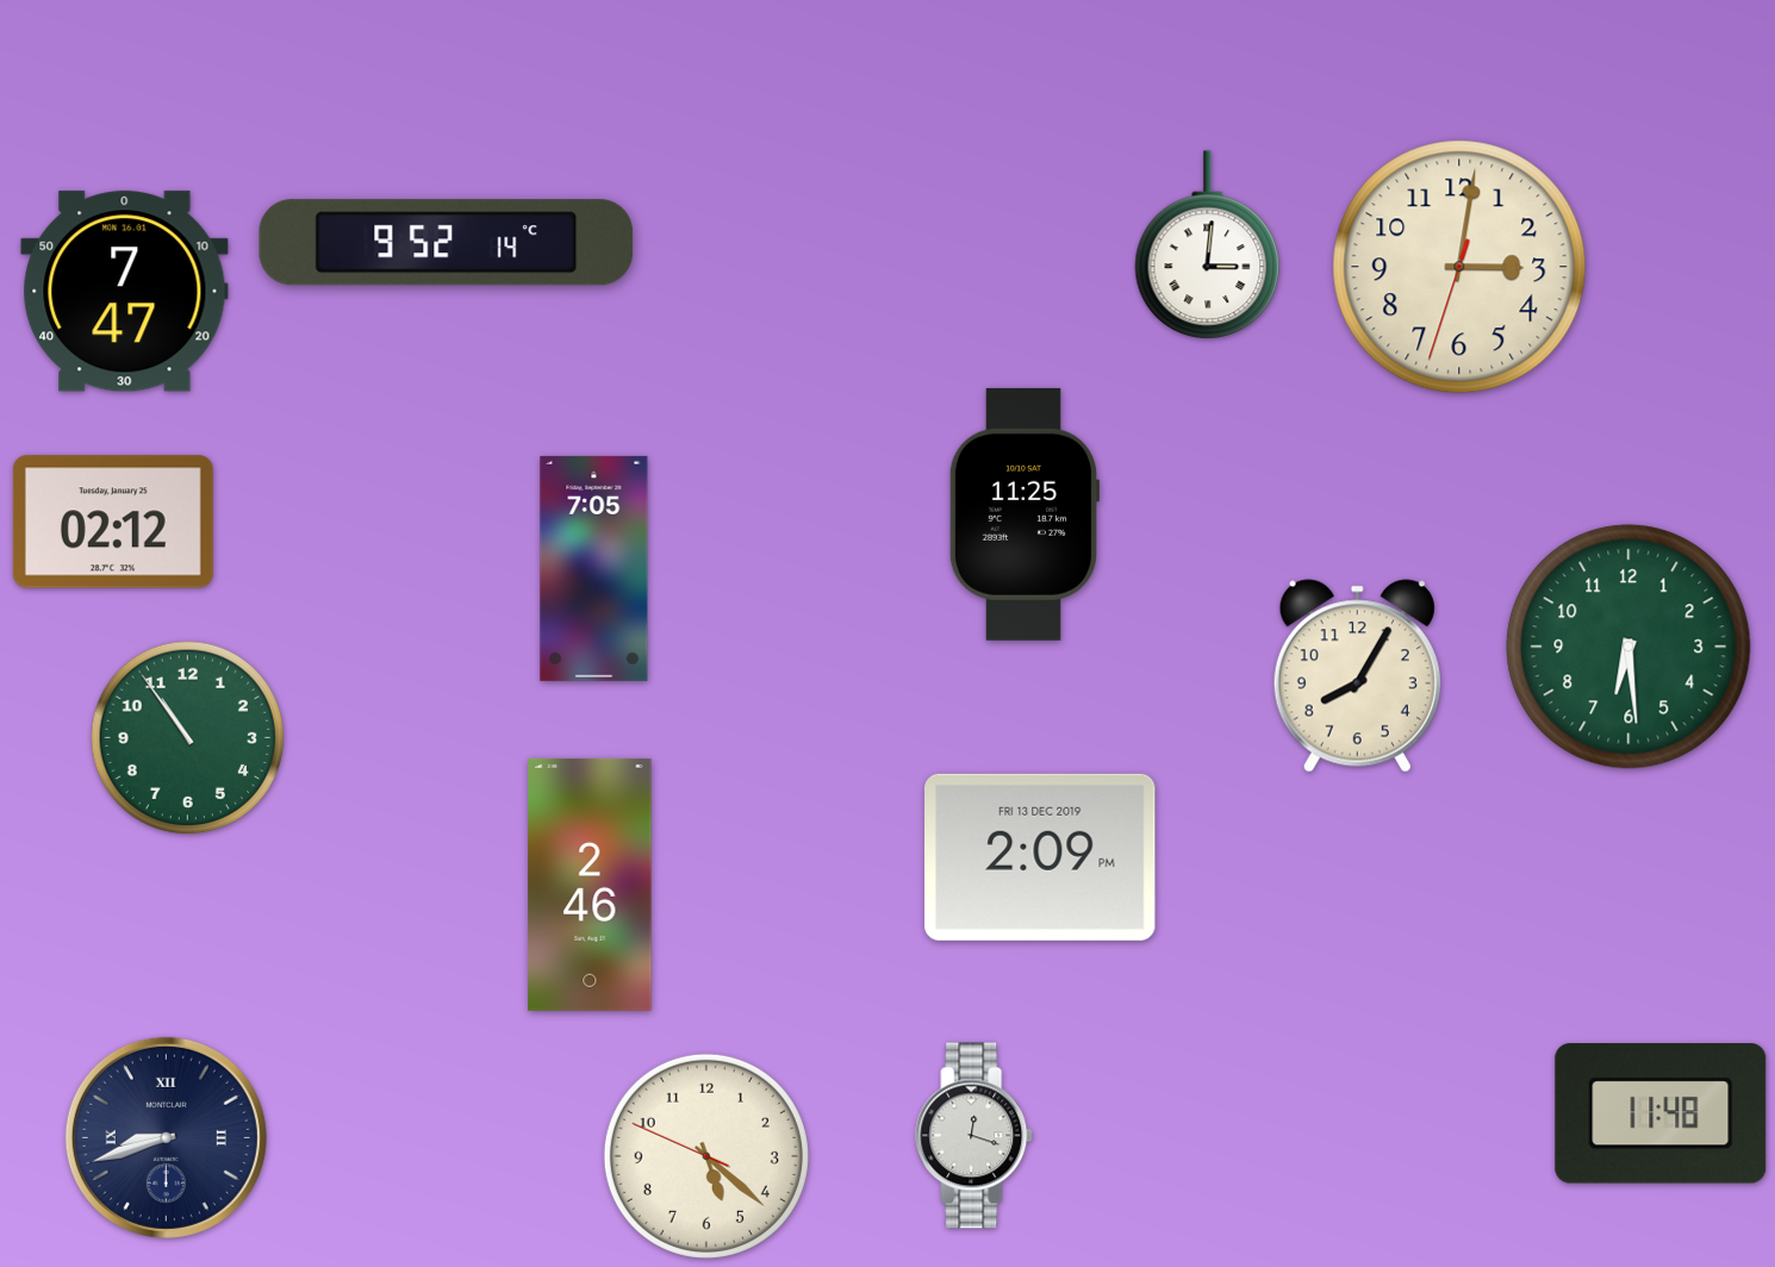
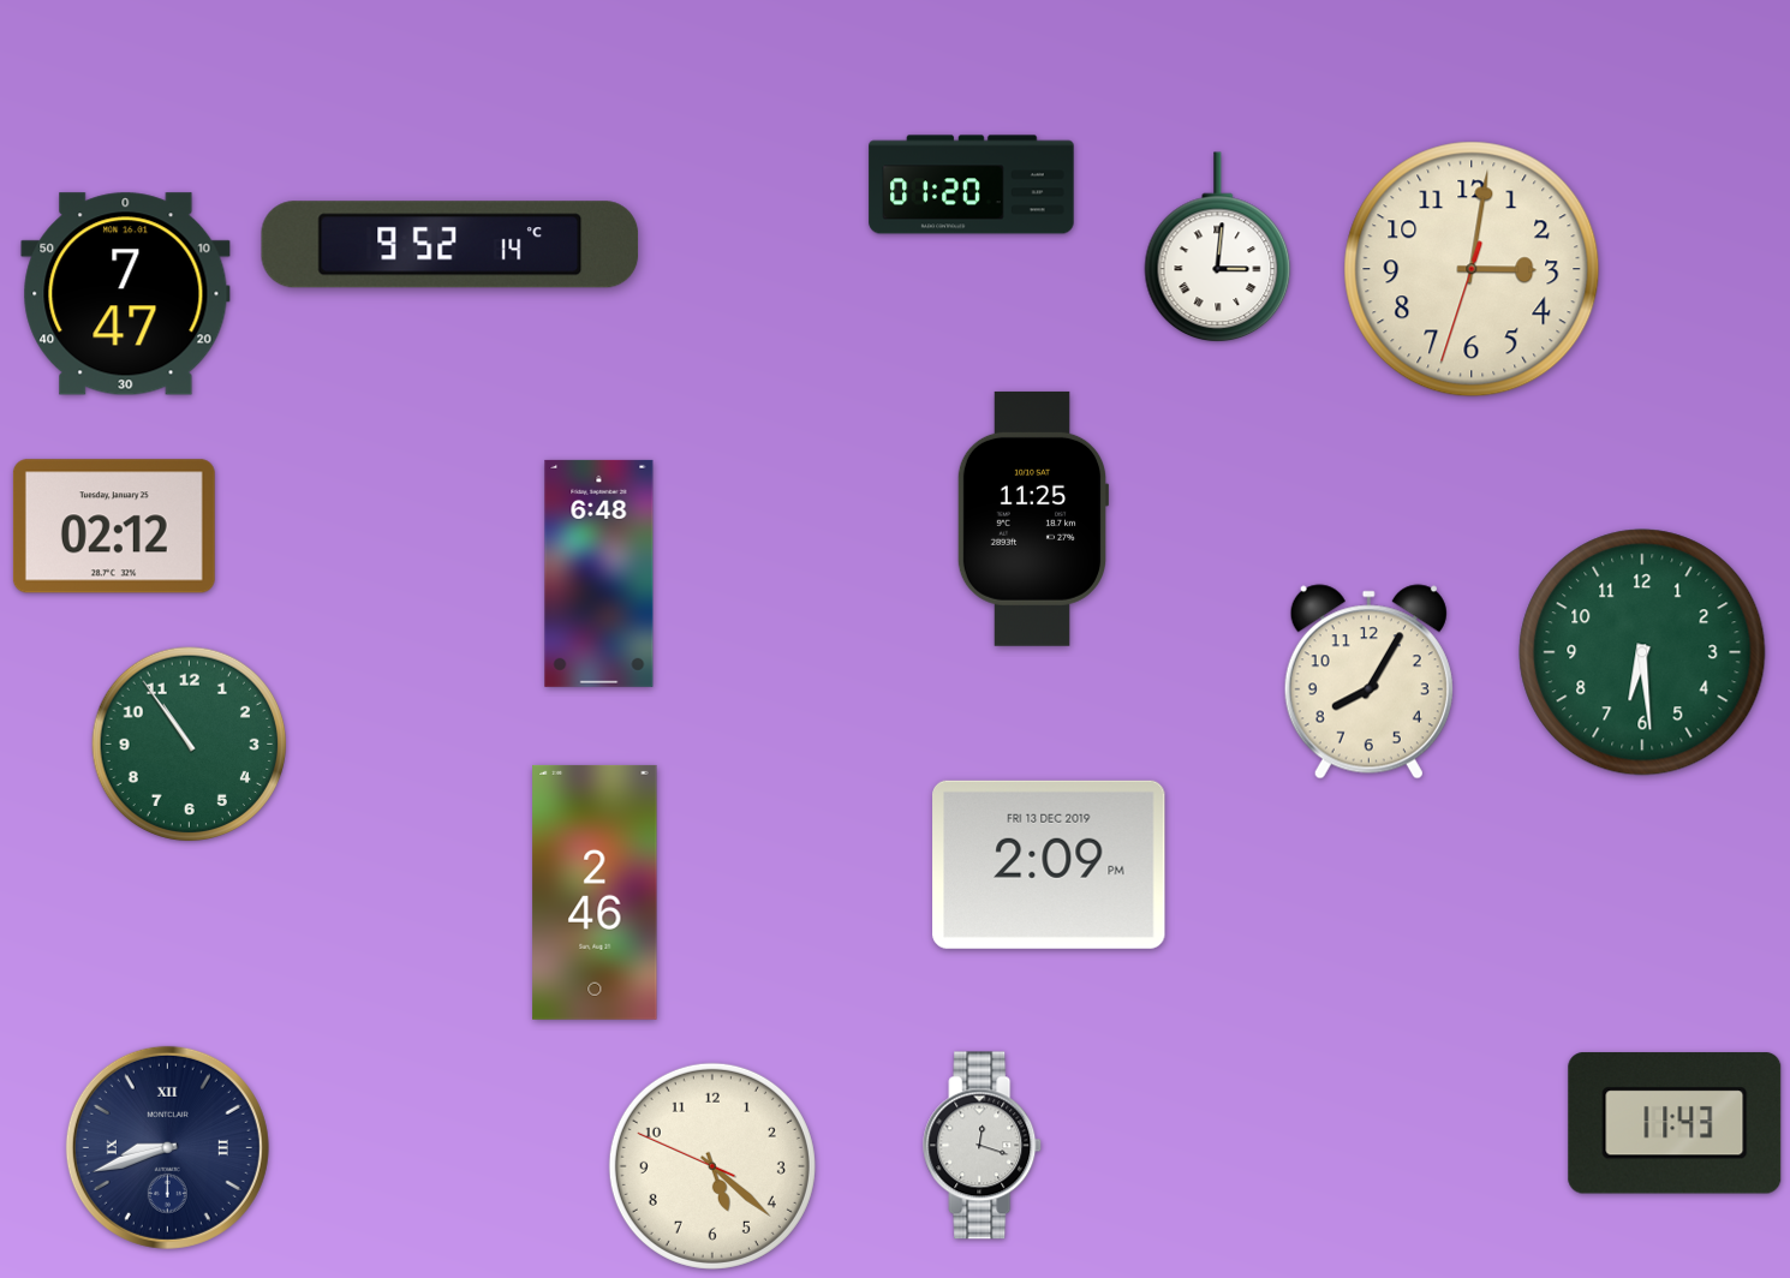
clock at (972, 185): none -> 01:20
clock at (594, 568): 7:05 -> 6:48
clock at (1661, 1115): 11:48 -> 11:43
